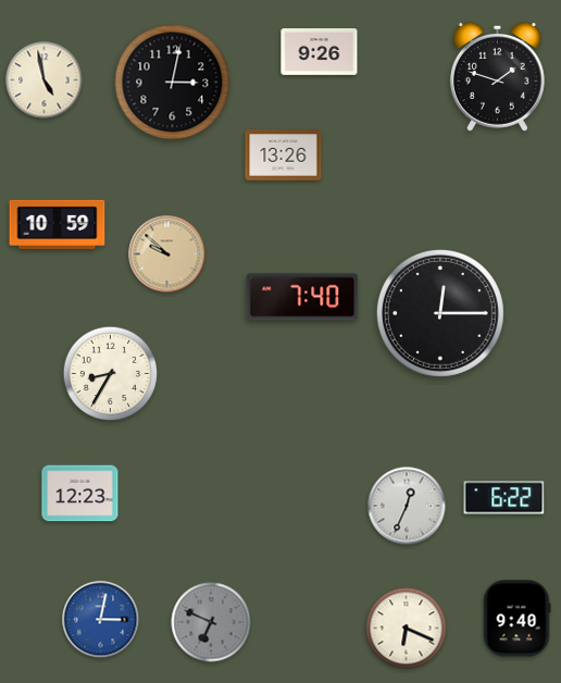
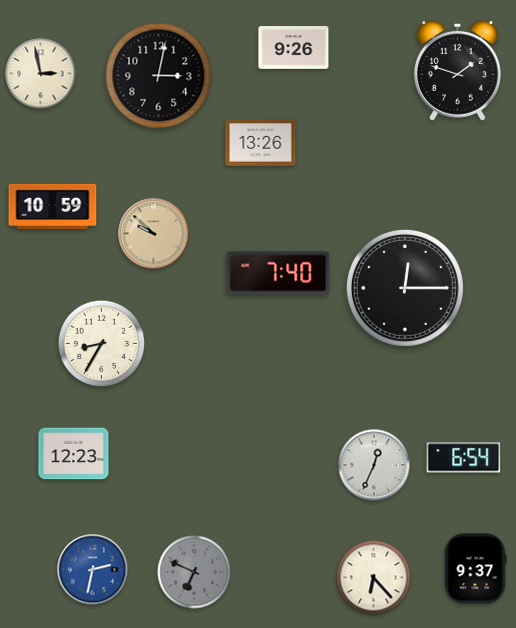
clock at (45, 80): 4:58 -> 2:58
clock at (504, 498): 6:22 -> 6:54
clock at (516, 619): 9:40 -> 9:37
clock at (101, 620): 3:02 -> 2:32
clock at (407, 629): 6:19 -> 6:23
